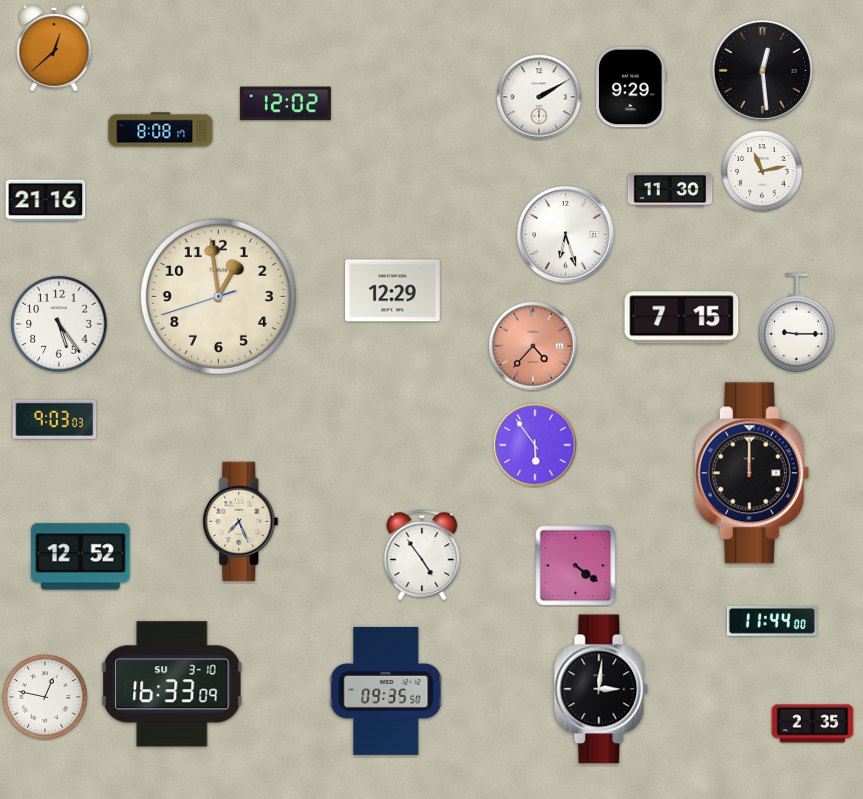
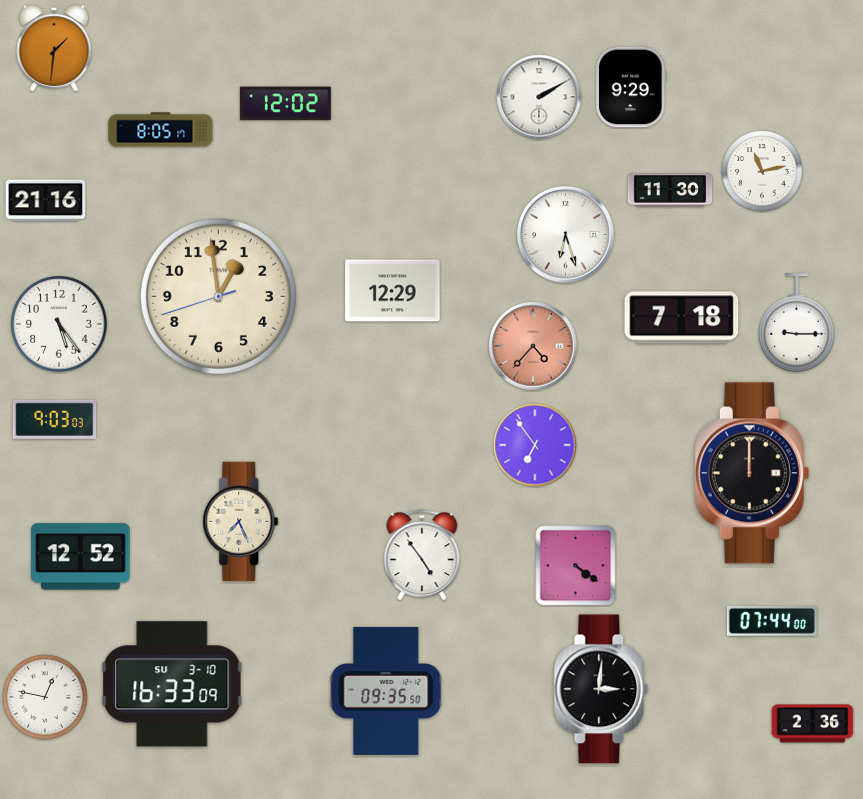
clock at (54, 48): 12:38 -> 1:31
clock at (762, 70): 12:29 -> none
clock at (161, 130): 8:08 -> 8:05
clock at (682, 318): 7:15 -> 7:18
clock at (535, 445): 5:54 -> 6:54
clock at (772, 621): 11:44 -> 07:44
clock at (813, 724): 2:35 -> 2:36
